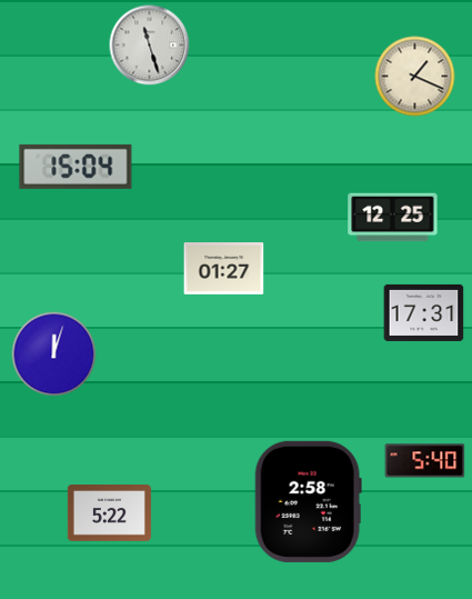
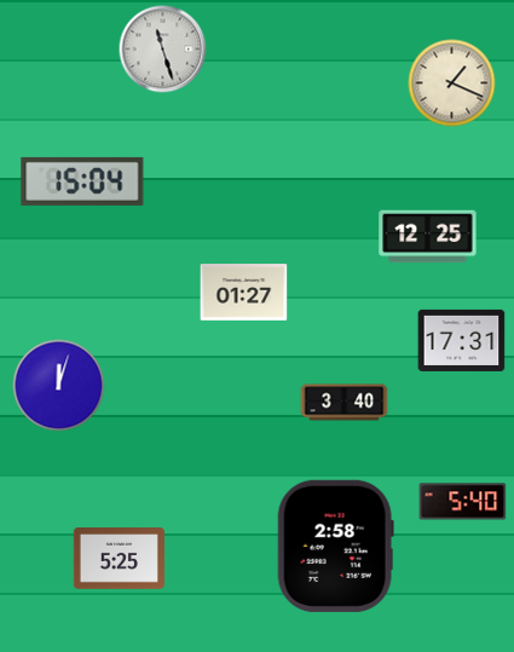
clock at (345, 403): none -> 3:40
clock at (109, 513): 5:22 -> 5:25
